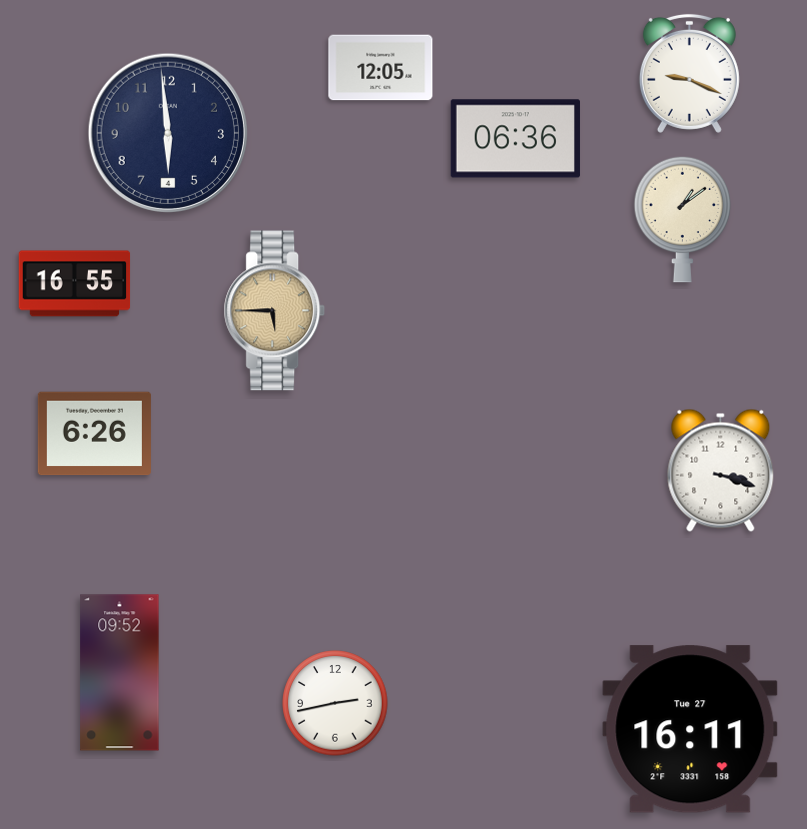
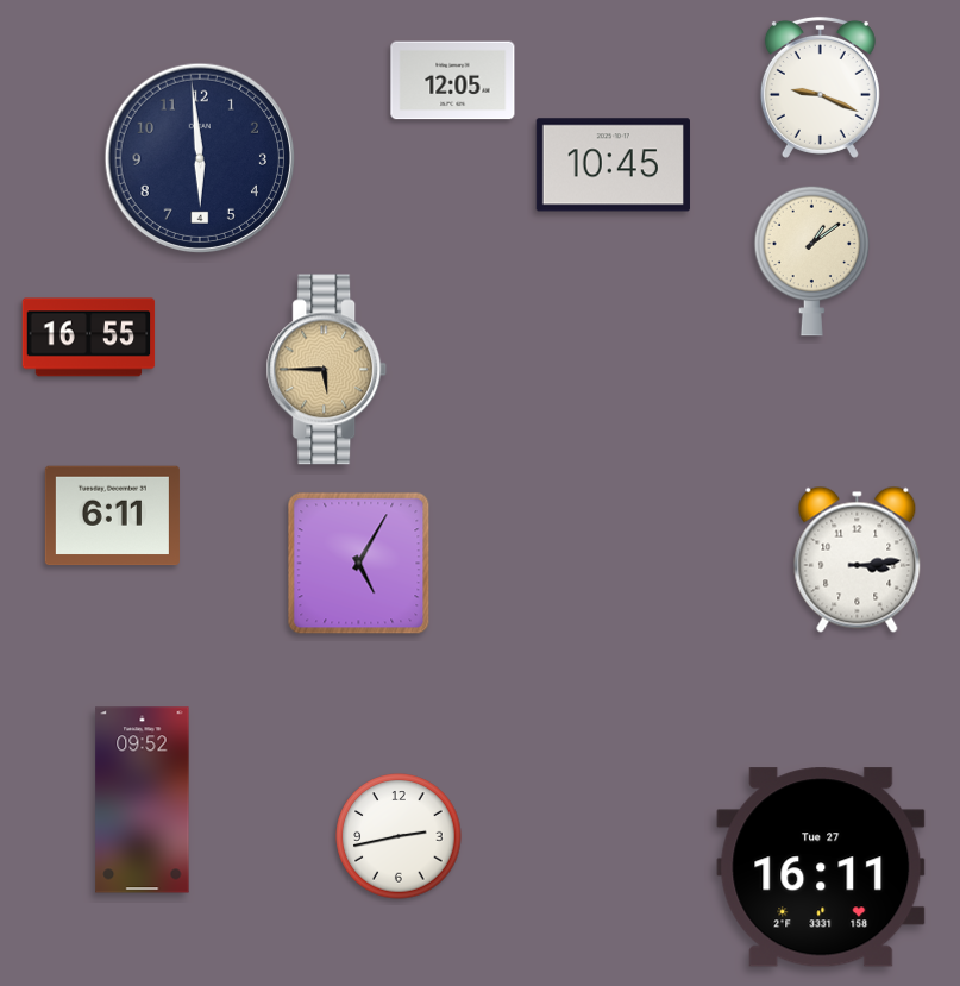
clock at (515, 139): 06:36 -> 10:45
clock at (94, 434): 6:26 -> 6:11
clock at (721, 470): 3:18 -> 3:14
clock at (359, 564): none -> 5:05
